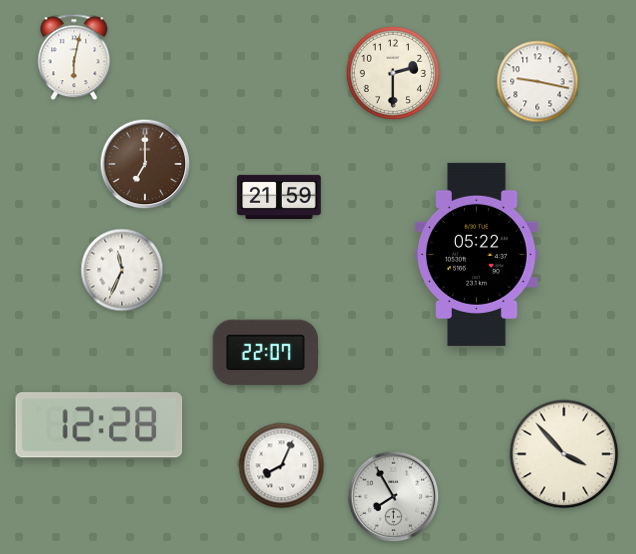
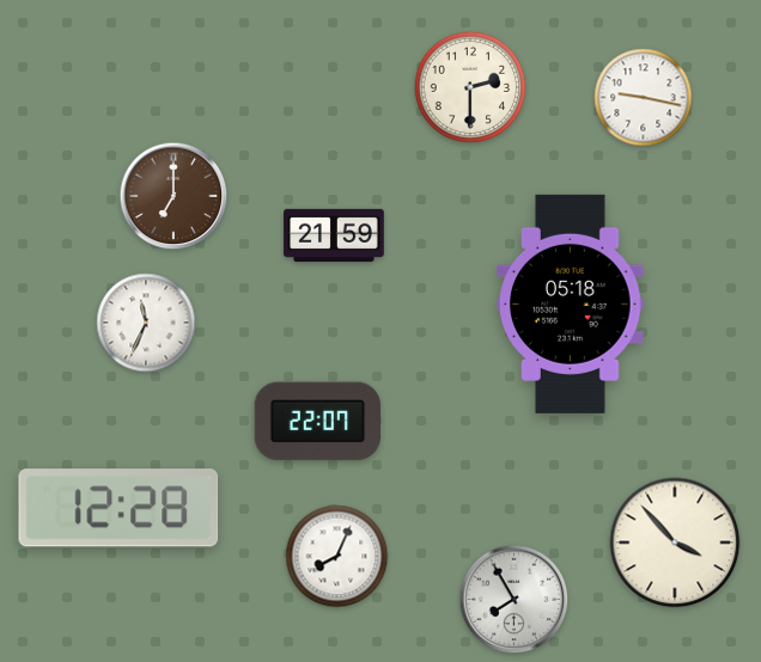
clock at (74, 57): 6:02 -> none
clock at (477, 254): 05:22 -> 05:18
clock at (394, 497) position: (394, 497) -> (515, 600)
